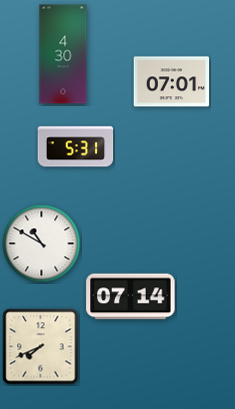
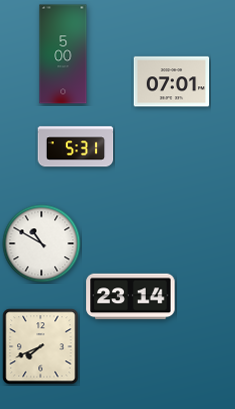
clock at (63, 54): 4:30 -> 5:00
clock at (131, 297): 07:14 -> 23:14
